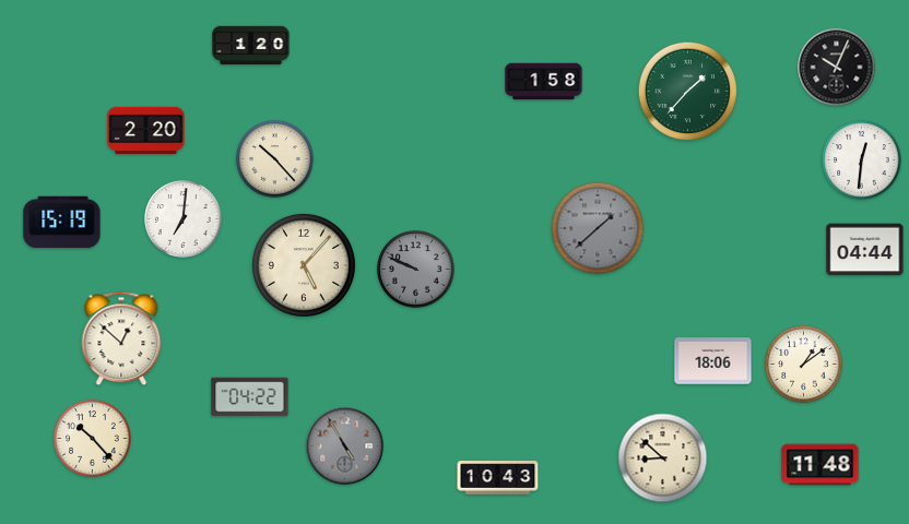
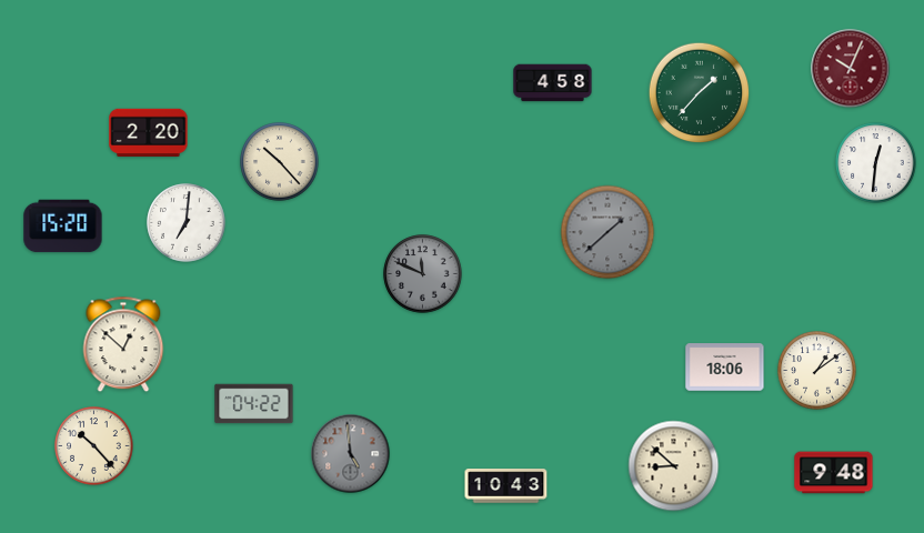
clock at (251, 46): 1:20 -> none
clock at (837, 68) dial: black -> burgundy
clock at (544, 82): 1:58 -> 4:58
clock at (62, 223): 15:19 -> 15:20
clock at (865, 250): 04:44 -> none
clock at (304, 265): 5:07 -> none
clock at (416, 270): 9:49 -> 11:49
clock at (345, 446): 4:55 -> 4:59
clock at (821, 465): 11:48 -> 9:48
